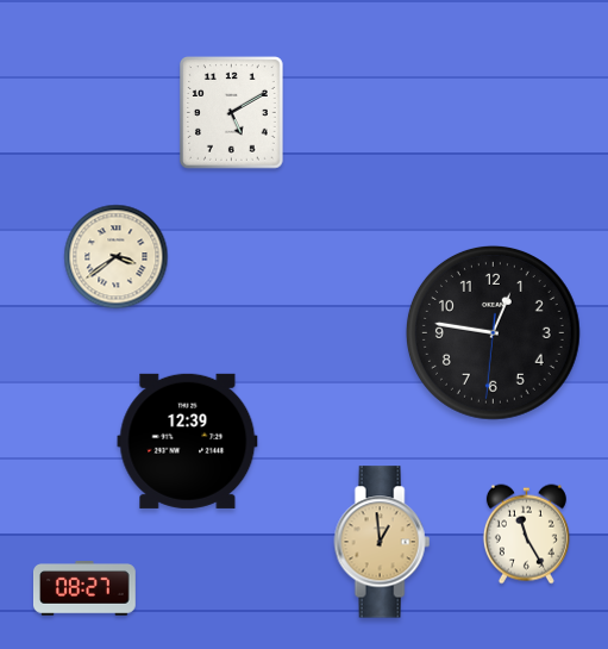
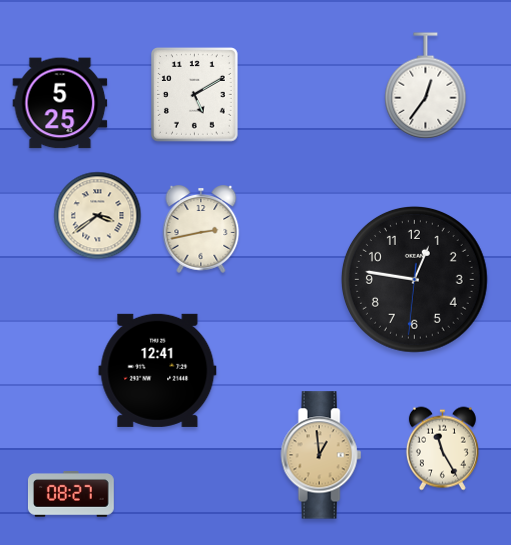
clock at (426, 86): none -> 12:36
clock at (60, 103): none -> 5:25
clock at (201, 229): none -> 2:43
clock at (188, 441): 12:39 -> 12:41
